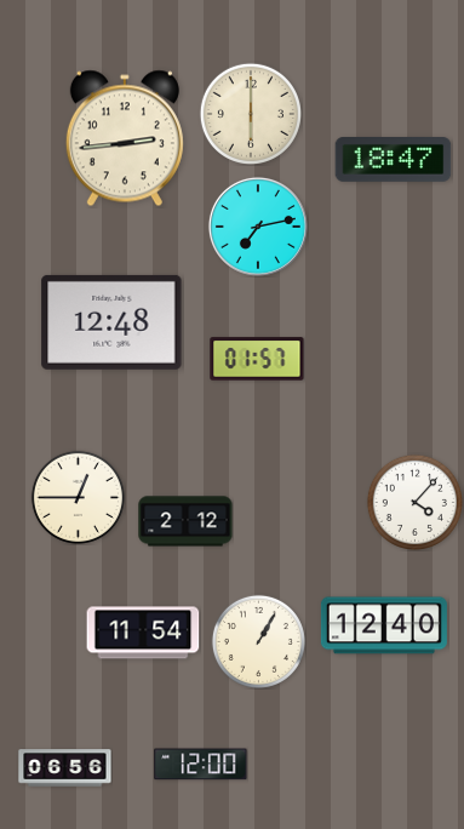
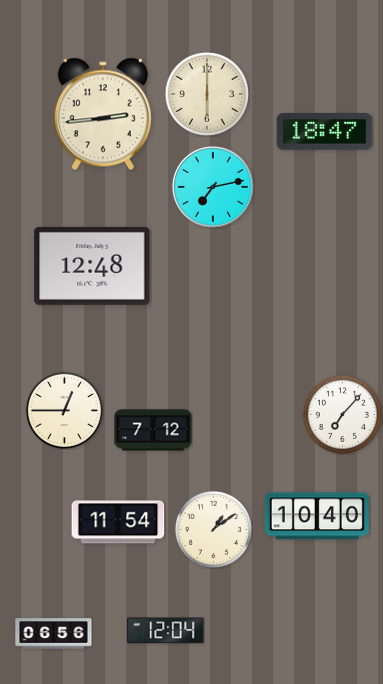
clock at (257, 359): 01:57 -> none
clock at (414, 502): 4:07 -> 7:07
clock at (185, 521): 2:12 -> 7:12
clock at (384, 625): 12:40 -> 10:40
clock at (258, 641): 1:05 -> 1:09
clock at (201, 765): 12:00 -> 12:04
